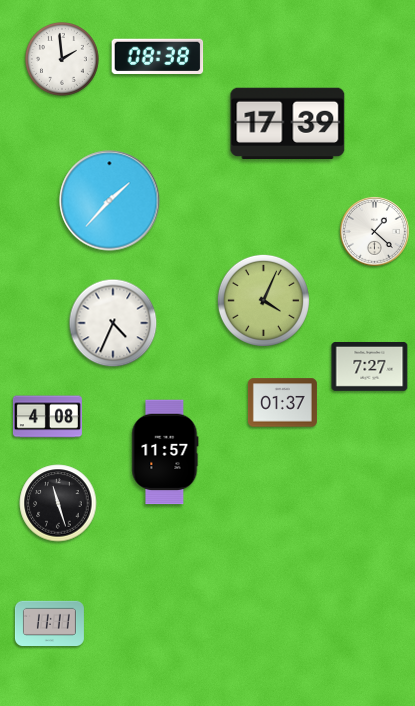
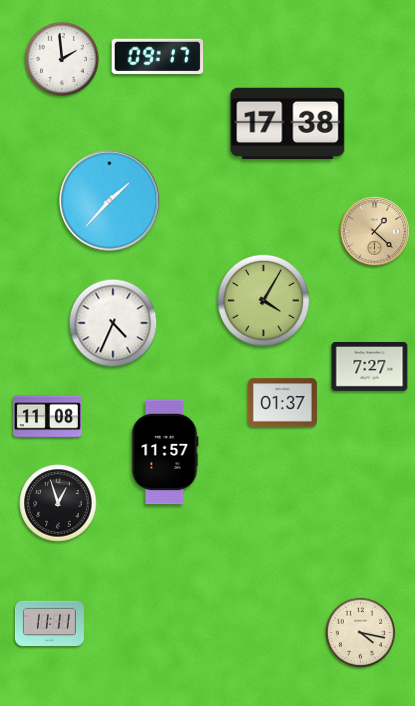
clock at (158, 56): 08:38 -> 09:17
clock at (288, 124): 17:39 -> 17:38
clock at (375, 232) dial: white -> champagne
clock at (263, 300): 4:04 -> 4:05
clock at (47, 417): 4:08 -> 11:08
clock at (58, 503): 11:27 -> 12:57
clock at (361, 633): none -> 4:17
